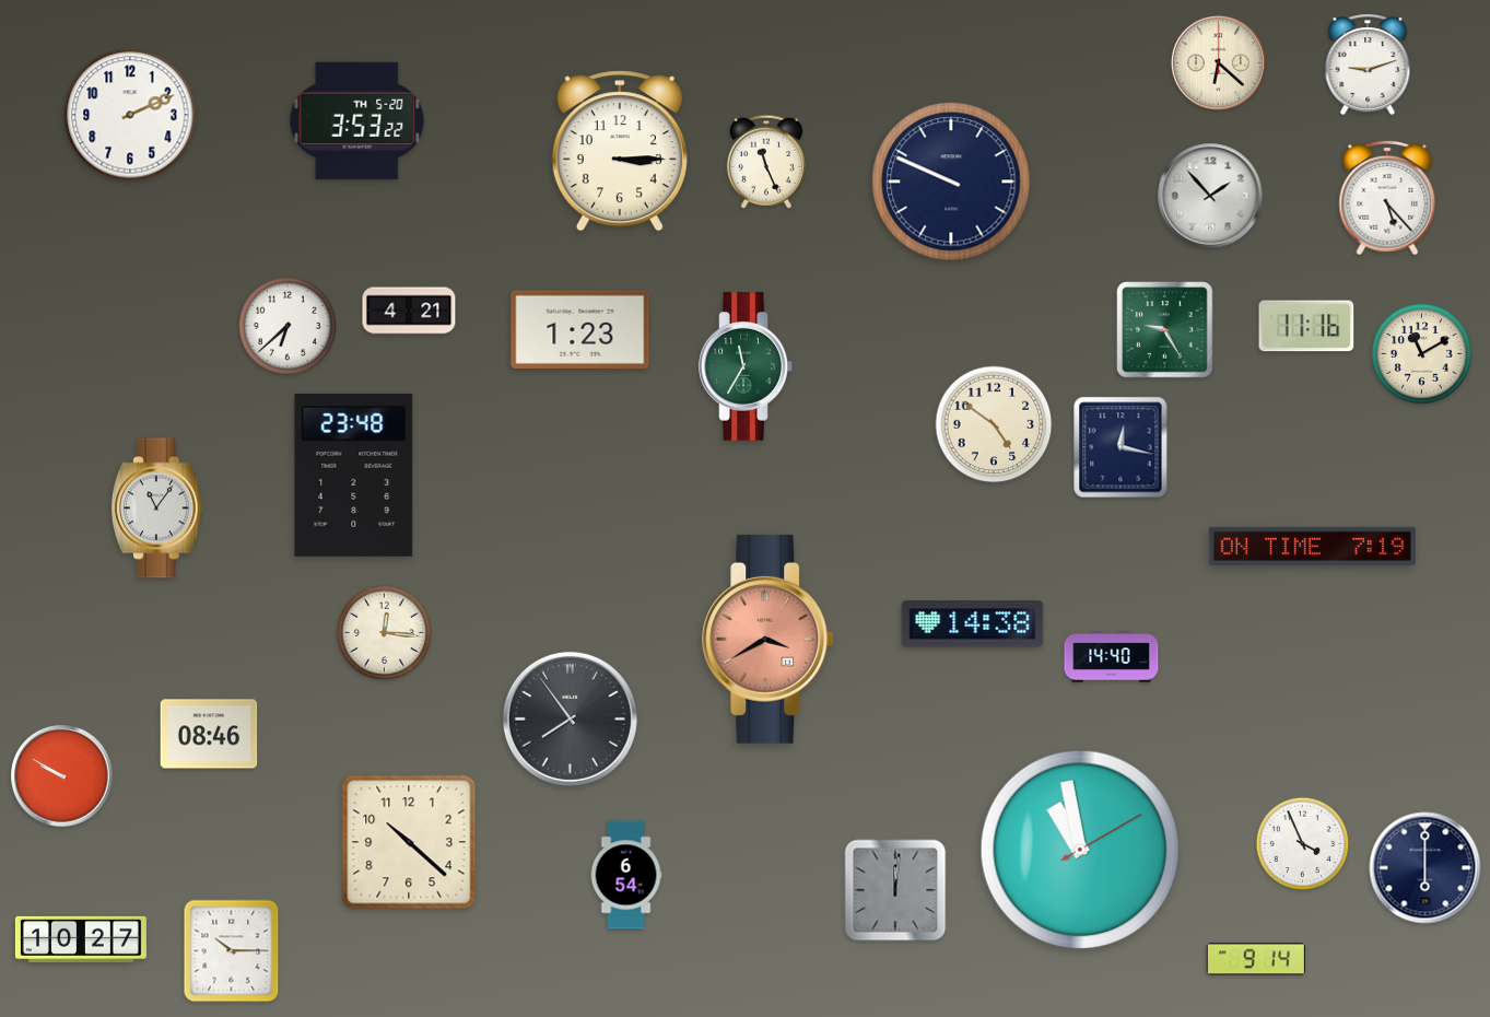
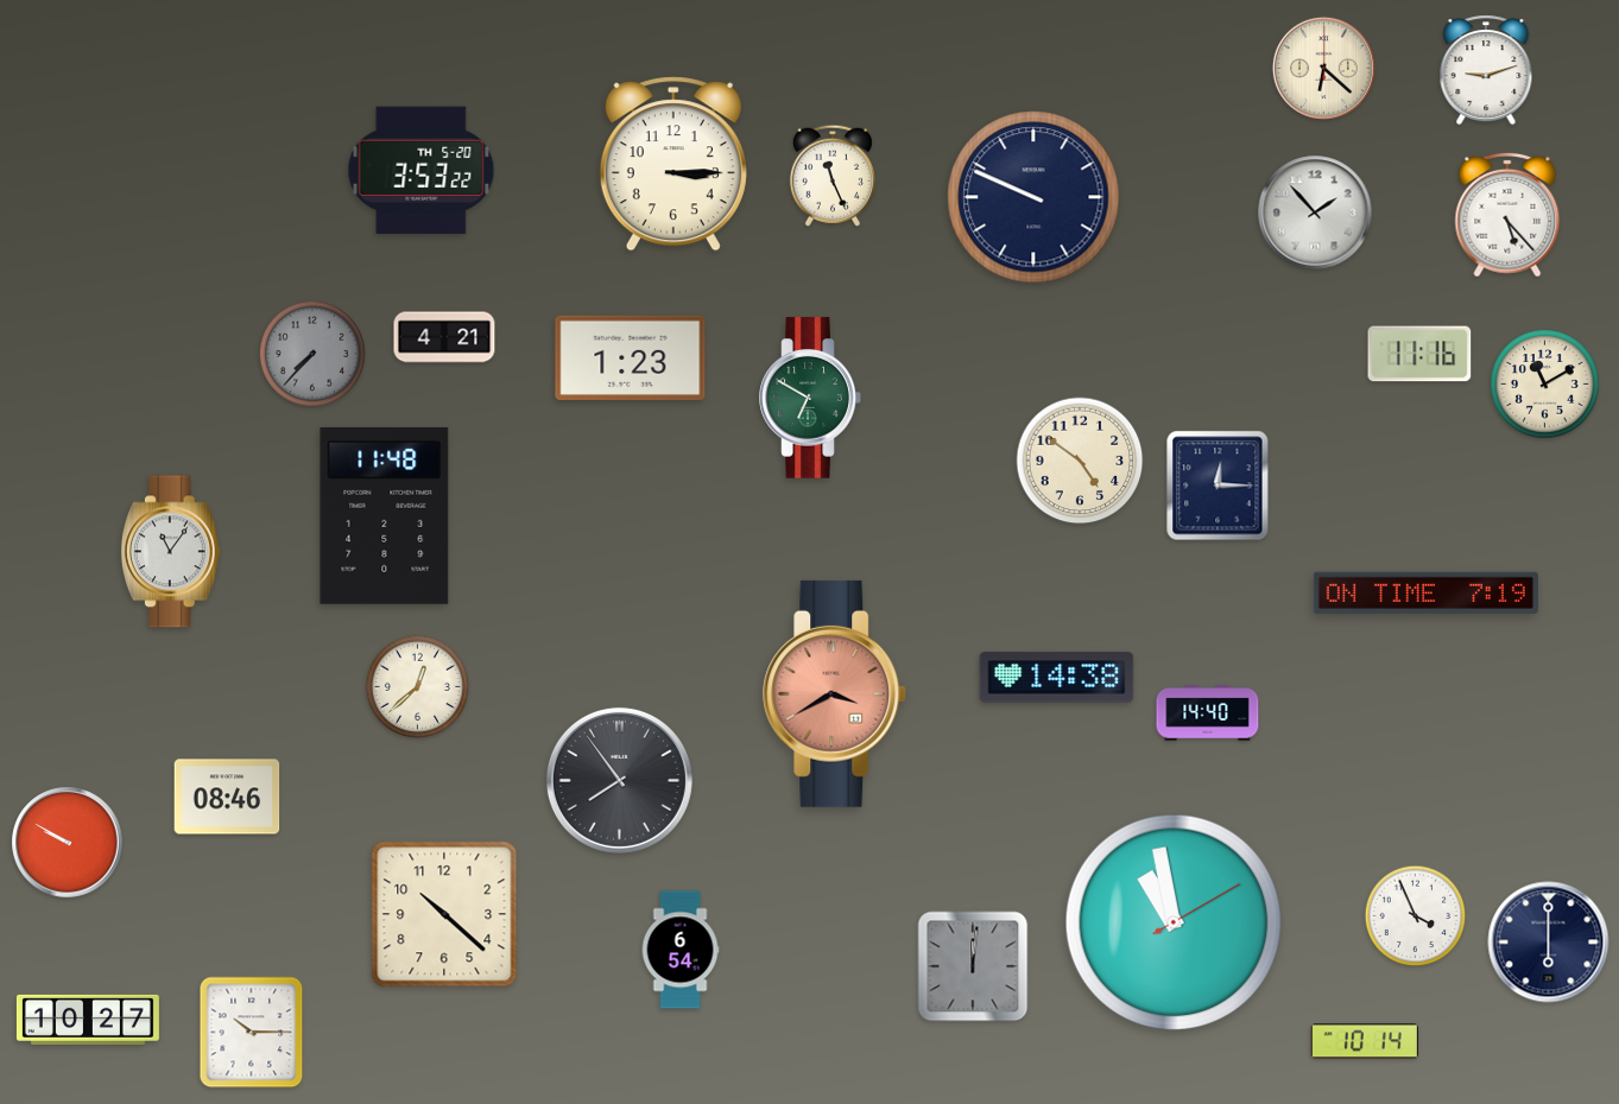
clock at (130, 115): 2:11 -> none
clock at (357, 120) position: (357, 120) -> (422, 170)
clock at (288, 326): 6:38 -> 7:37
clock at (288, 326) dial: white -> grey
clock at (1165, 330): 9:25 -> none
clock at (746, 366): 11:35 -> 6:50
clock at (1121, 447): 12:17 -> 12:15
clock at (354, 475): 23:48 -> 11:48
clock at (384, 632): 12:16 -> 12:38
clock at (1256, 959): 9:14 -> 10:14
